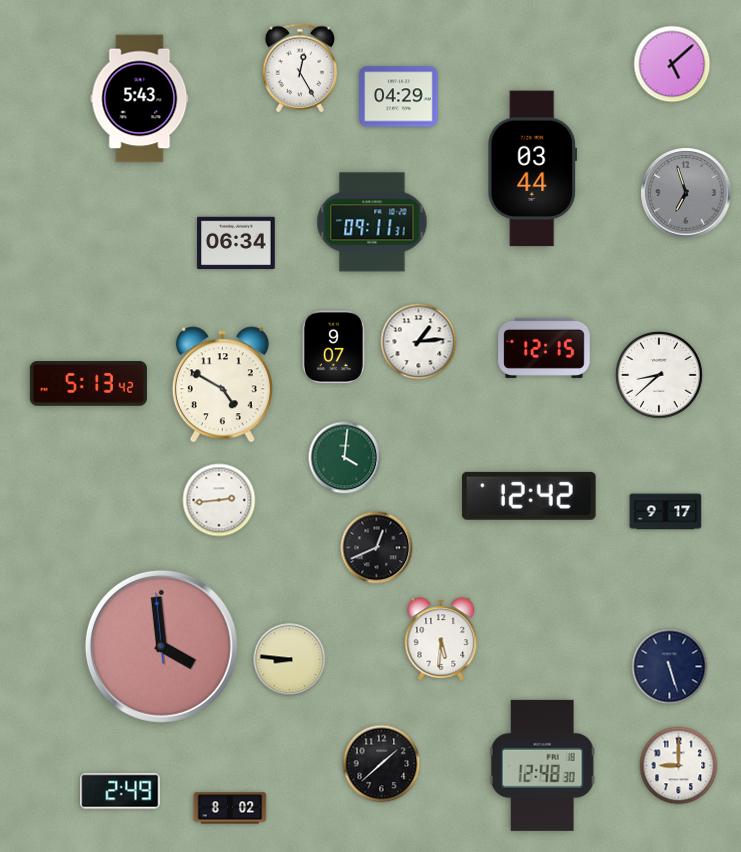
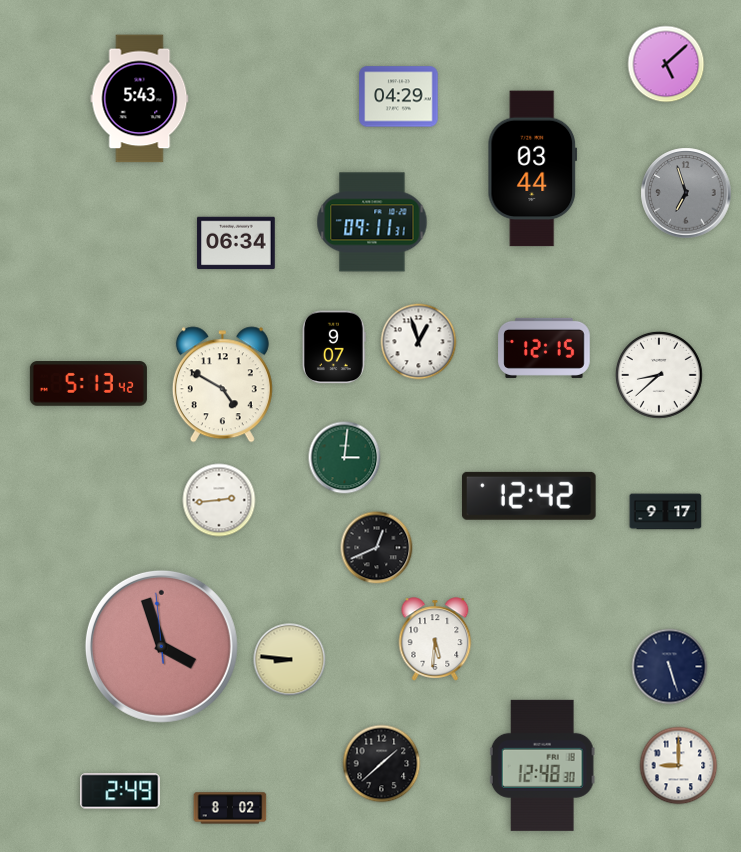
clock at (672, 64) position: (672, 64) -> (666, 64)
clock at (299, 68): 12:25 -> none
clock at (419, 342): 1:14 -> 12:57
clock at (345, 458): 4:01 -> 3:01
clock at (441, 639) position: (441, 639) -> (435, 639)
clock at (161, 646): 3:58 -> 3:56
